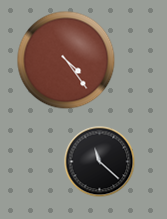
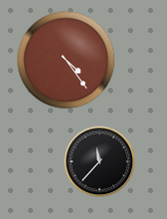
clock at (100, 162): 11:22 -> 11:37
